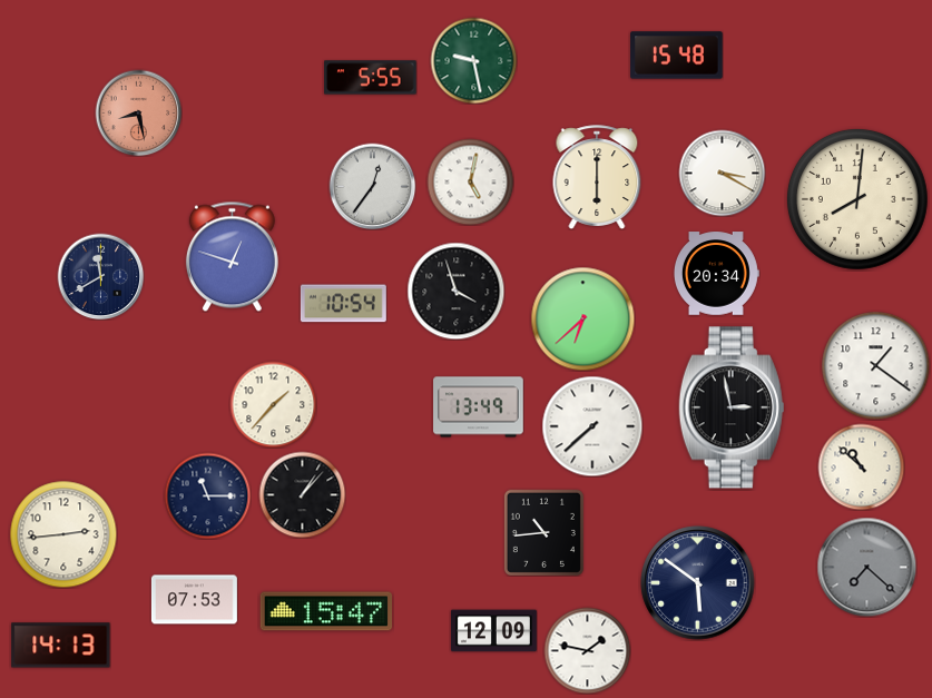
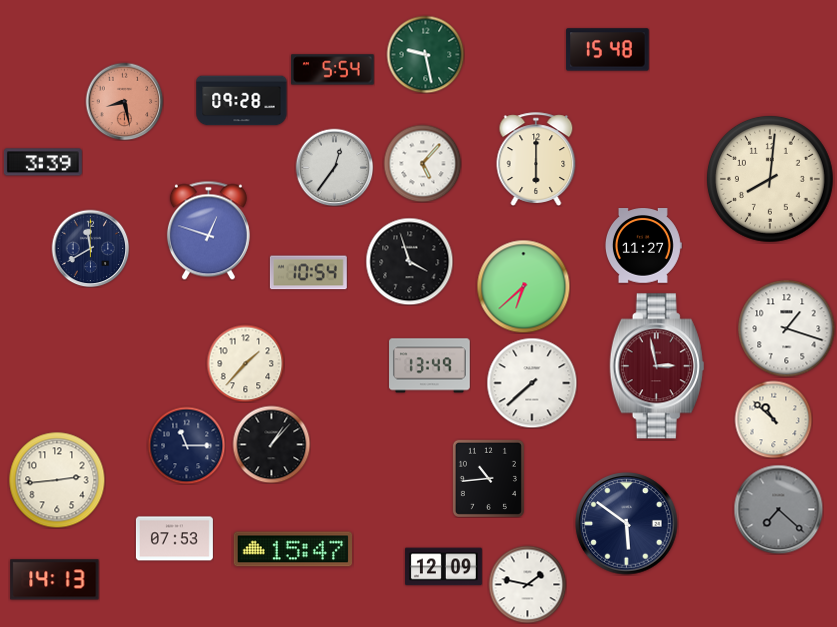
clock at (371, 78): 5:55 -> 5:54
clock at (242, 101): none -> 09:28
clock at (722, 173): 3:20 -> none
clock at (43, 162): none -> 3:39
clock at (470, 181): 5:02 -> 5:07
clock at (716, 274): 20:34 -> 11:27
clock at (875, 365): 1:21 -> 1:18
clock at (732, 407) dial: black -> burgundy
